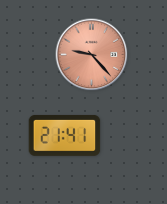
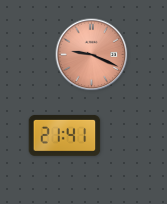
clock at (92, 55): 9:23 -> 9:19
